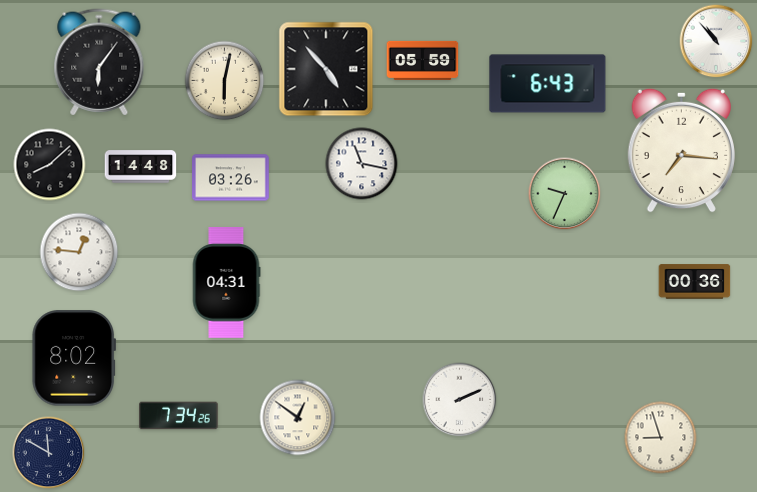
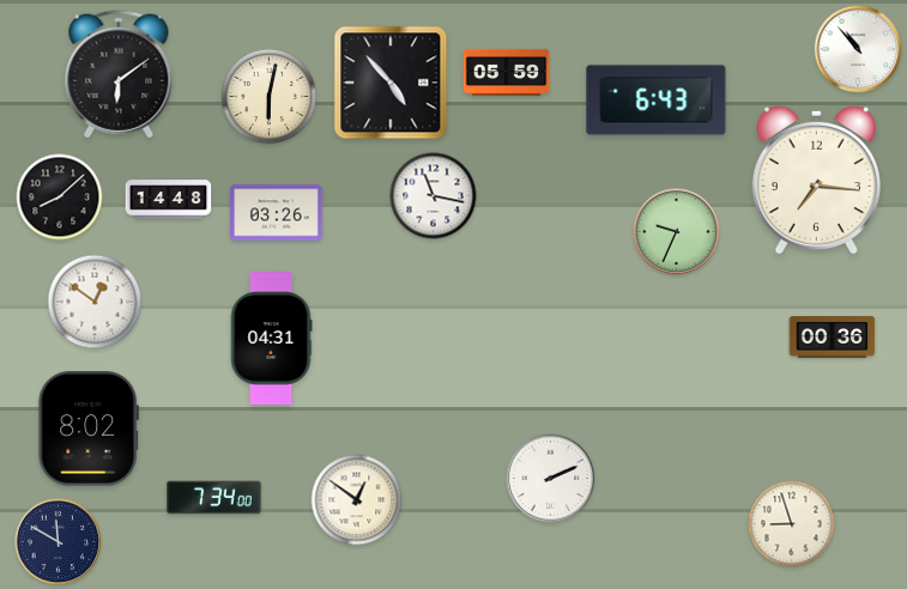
clock at (99, 62): 6:06 -> 6:09
clock at (79, 252): 12:46 -> 12:51
clock at (179, 416): 7:34:26 -> 7:34:00
